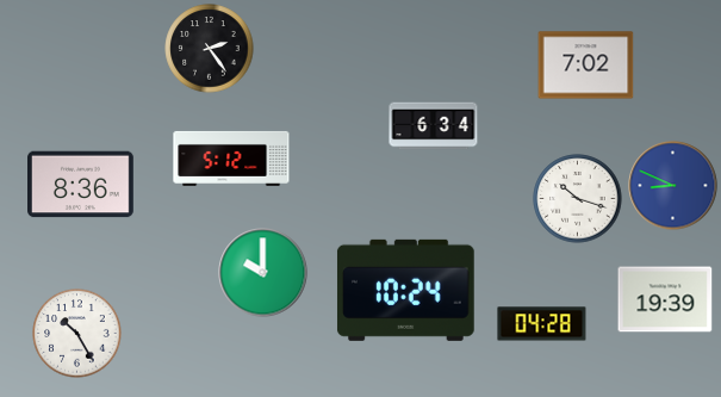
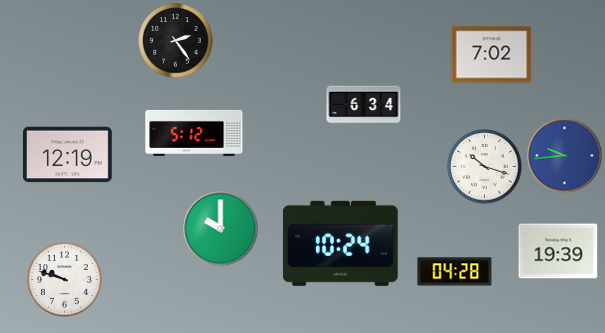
clock at (81, 185): 8:36 -> 12:19
clock at (673, 186): 8:49 -> 9:44
clock at (77, 334): 10:25 -> 9:48
